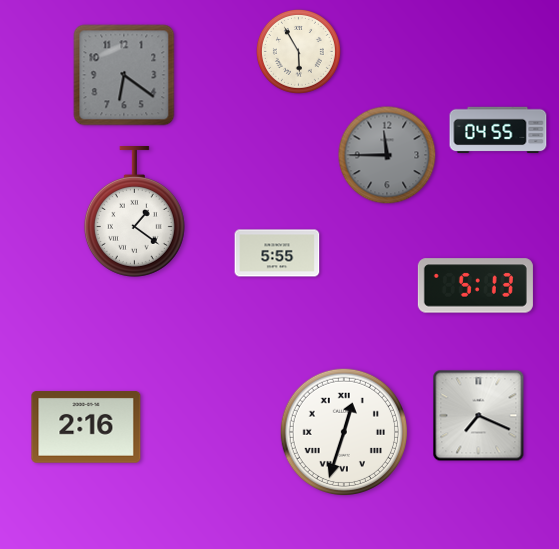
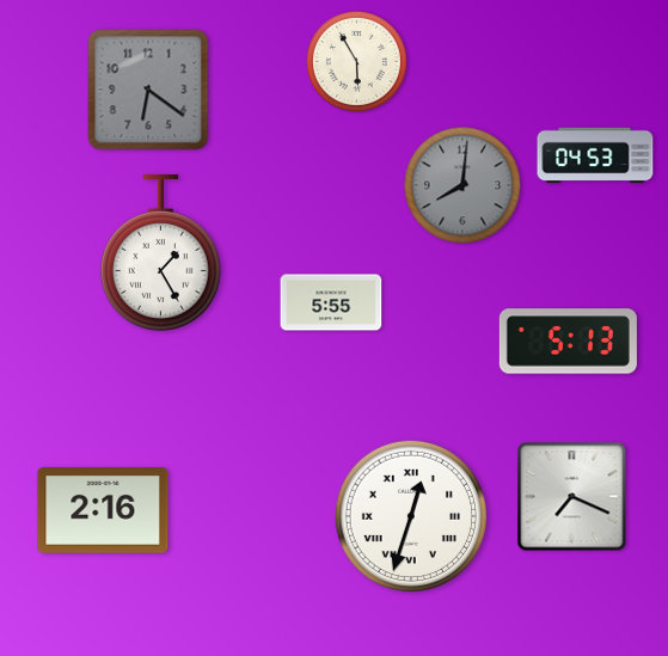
clock at (498, 130): 04:55 -> 04:53
clock at (387, 155): 11:45 -> 8:01
clock at (134, 212): 1:21 -> 1:25
